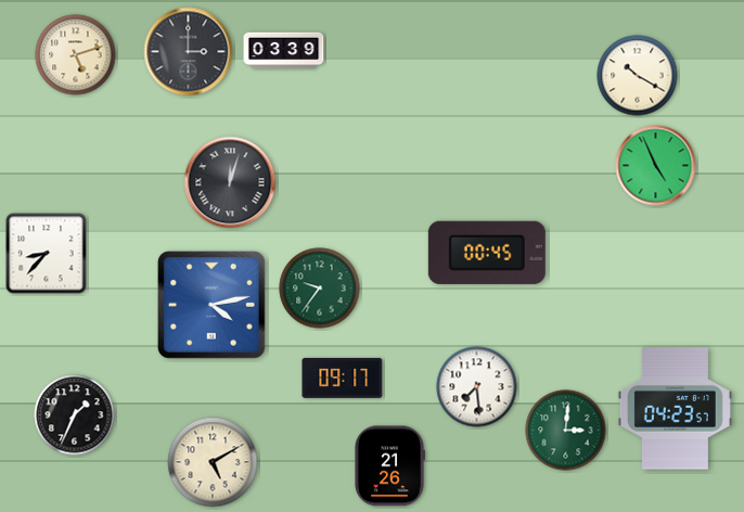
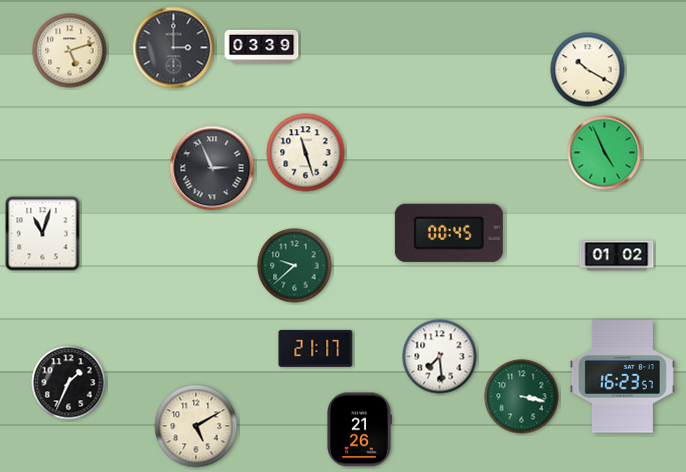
clock at (306, 153): none -> 11:27
clock at (230, 182): 12:03 -> 2:56
clock at (47, 254): 8:37 -> 11:03
clock at (617, 256): none -> 01:02
clock at (320, 289): 9:36 -> 9:38
clock at (213, 305): 4:13 -> none
clock at (343, 377): 09:17 -> 21:17
clock at (675, 409): 04:23 -> 16:23
clock at (566, 431): 3:01 -> 3:17
